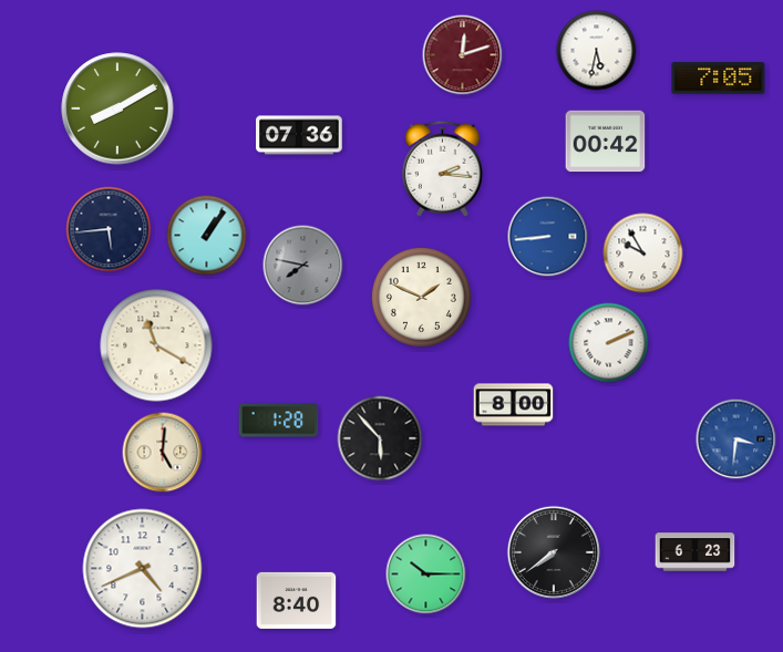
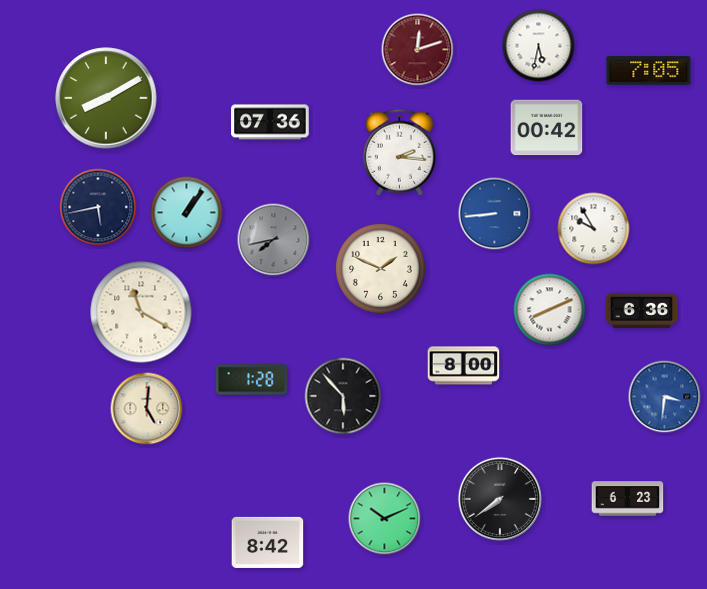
clock at (109, 229): 5:44 -> 5:43
clock at (643, 253) position: (643, 253) -> (594, 229)
clock at (303, 266): 7:47 -> 7:43
clock at (609, 343): 2:11 -> 8:11
clock at (642, 311): none -> 6:36
clock at (143, 569): 4:41 -> none
clock at (426, 575): 10:15 -> 10:11
clock at (297, 600): 8:40 -> 8:42
